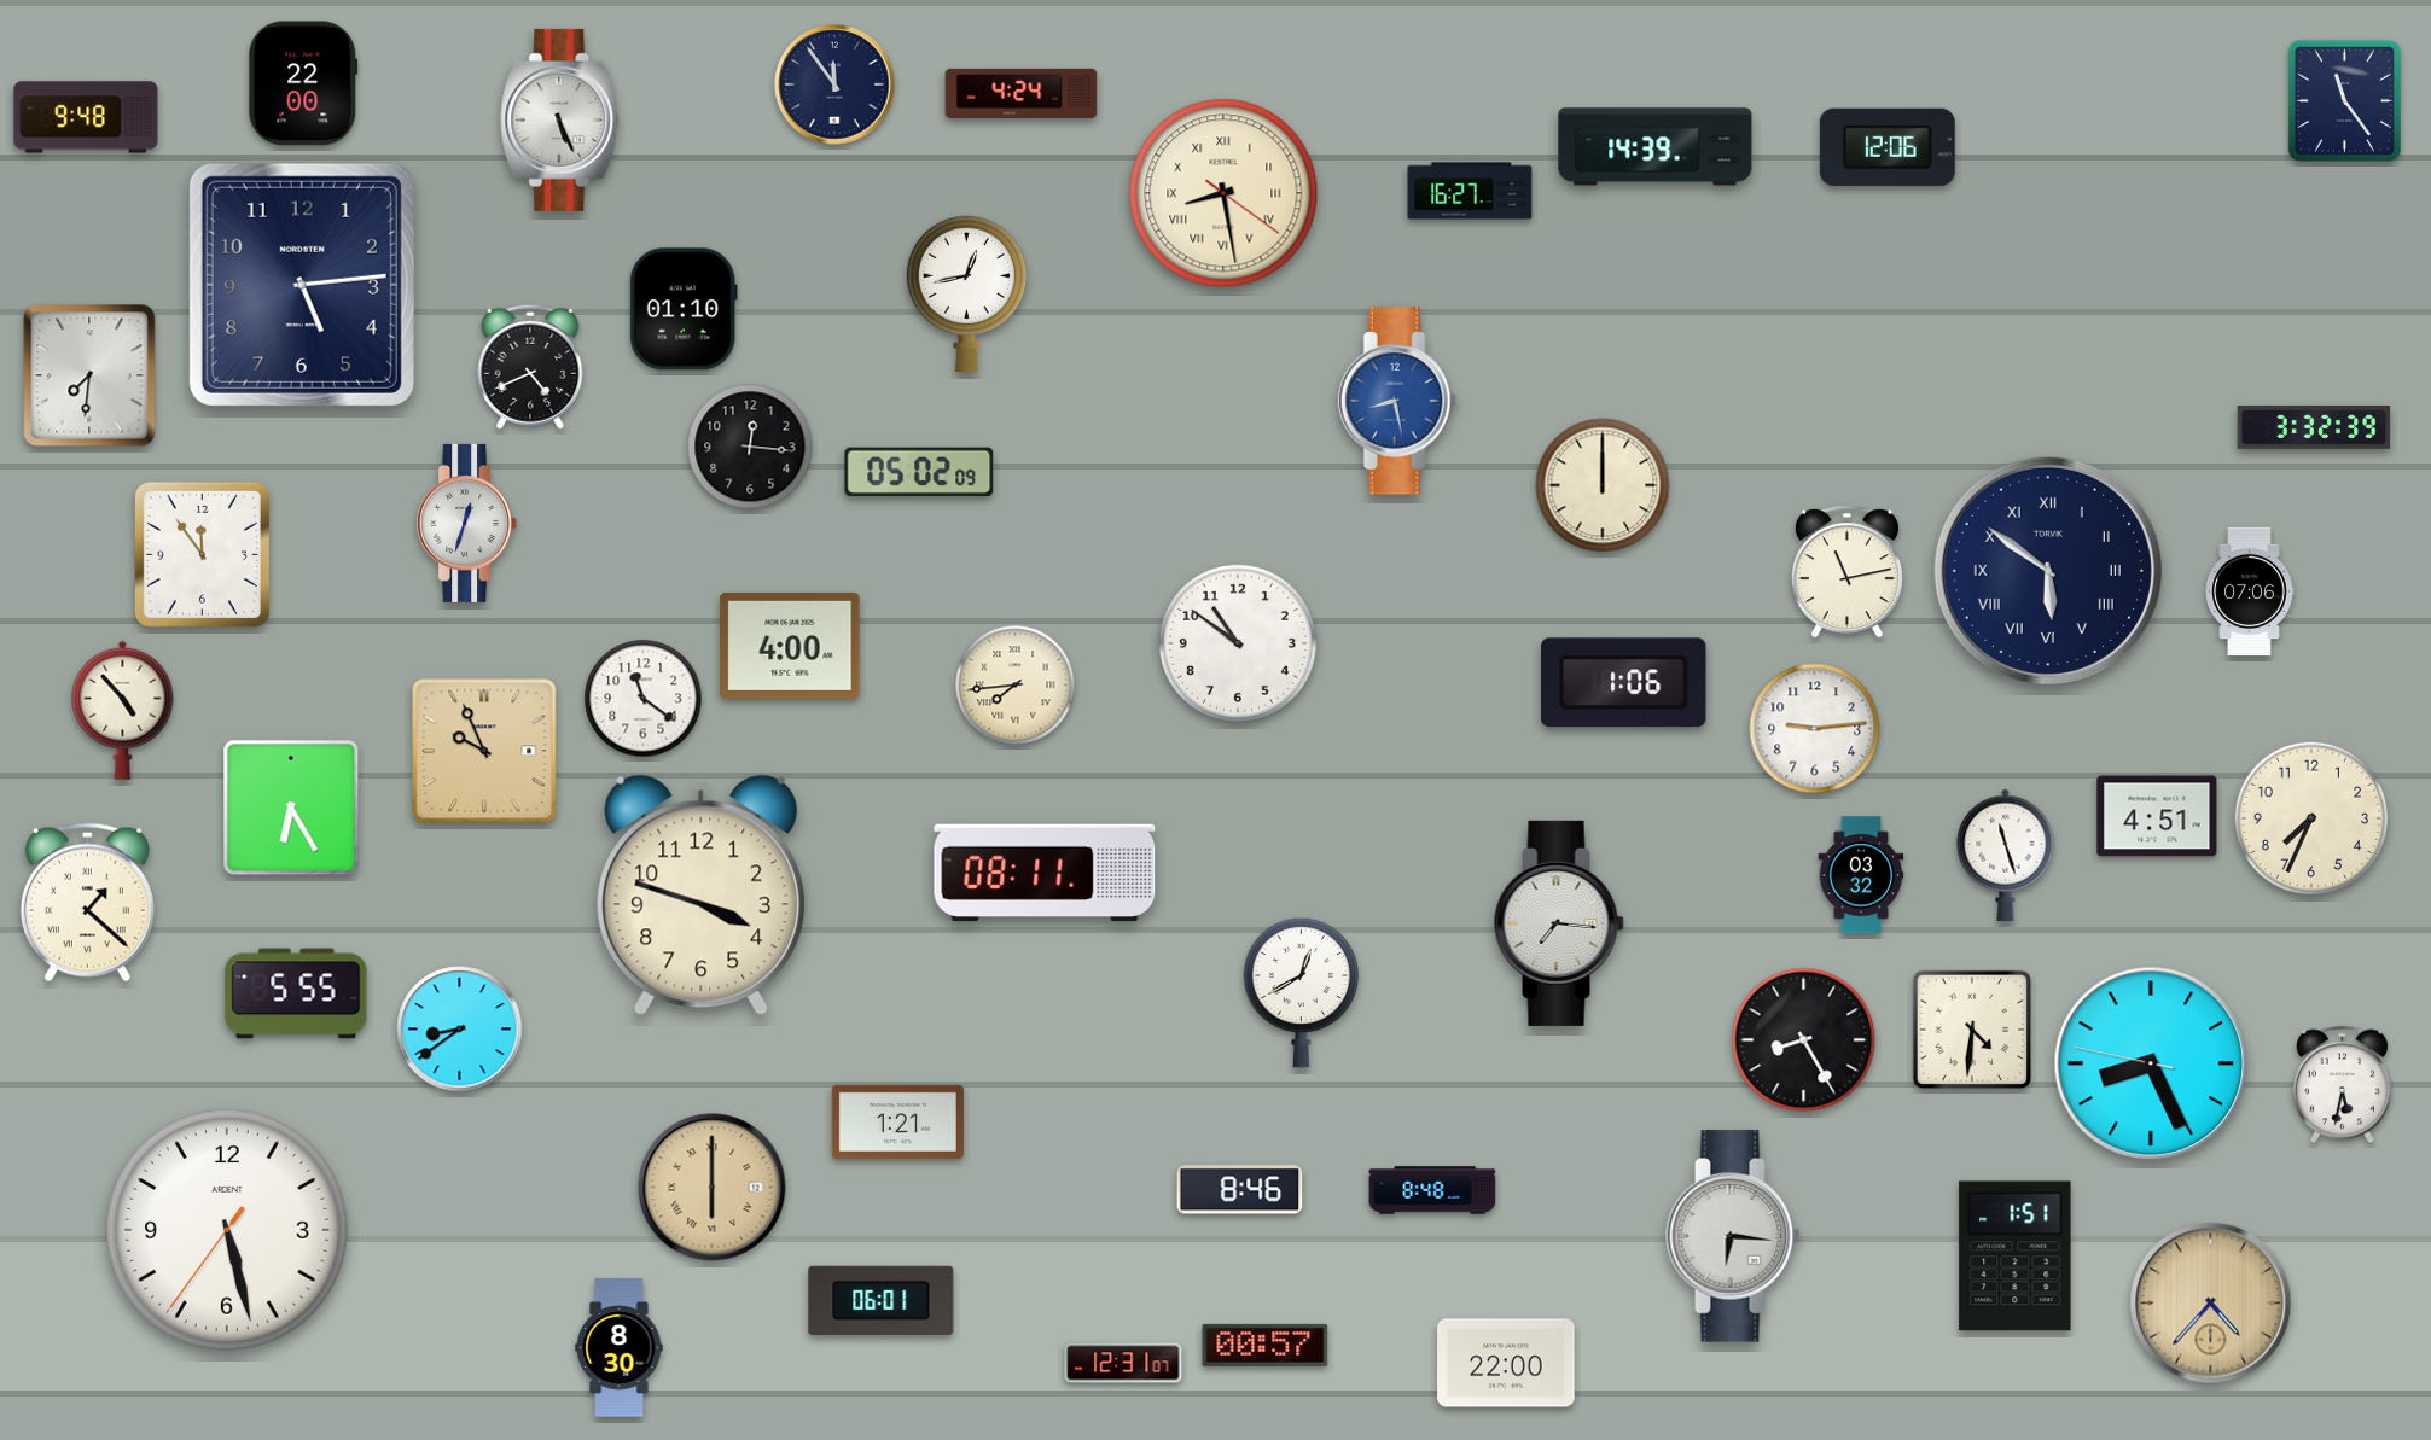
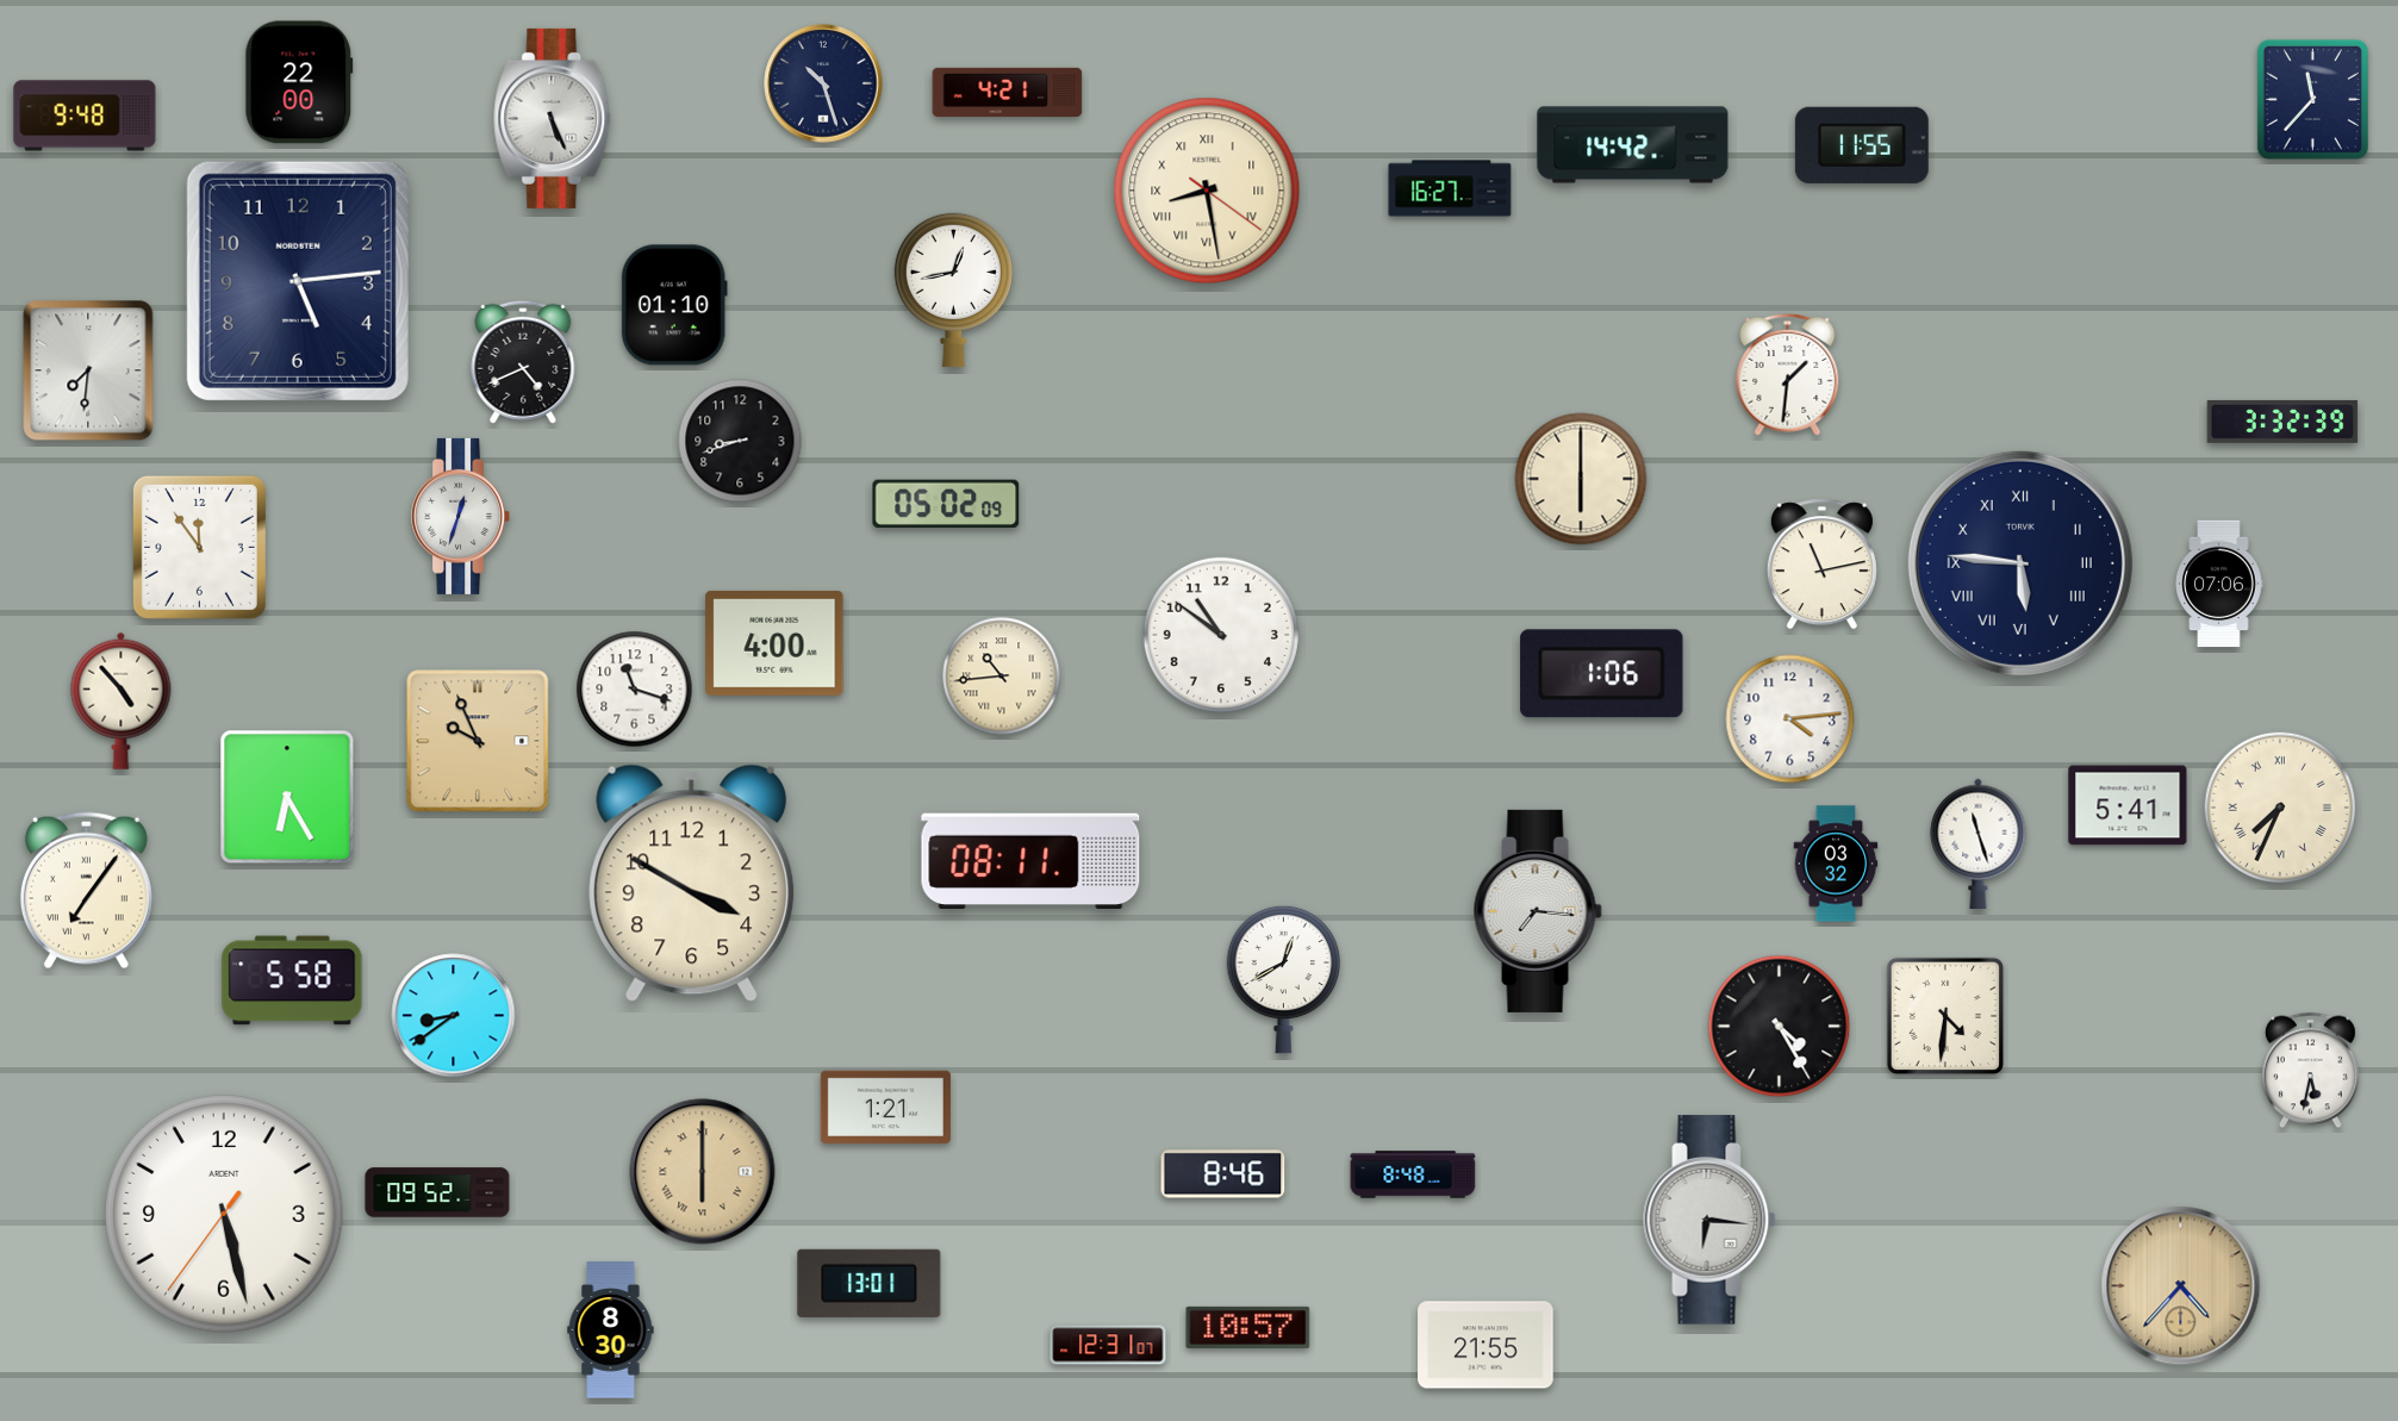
clock at (834, 84): 11:54 -> 10:27
clock at (1022, 93): 4:24 -> 4:21
clock at (2344, 100): 11:24 -> 11:37
clock at (1656, 147): 14:39 -> 14:42
clock at (1888, 147): 12:06 -> 11:55
clock at (1788, 374): none -> 1:31
clock at (1397, 401): 8:28 -> none
clock at (750, 447): 12:16 -> 8:42
clock at (919, 472) position: (919, 472) -> (946, 504)
clock at (1603, 485): 12:00 -> 6:00
clock at (2048, 571): 5:51 -> 5:46
clock at (790, 646) position: (790, 646) -> (774, 643)
clock at (1016, 686): 7:44 -> 10:44
clock at (644, 699): 11:21 -> 11:18
clock at (1815, 729): 9:14 -> 4:14
clock at (2157, 816): 4:51 -> 5:41
clock at (2310, 817) numerals: Arabic -> Roman
clock at (702, 896): 3:48 -> 3:50
clock at (87, 903): 1:22 -> 7:06
clock at (296, 993): 5:55 -> 5:58
clock at (1804, 1040): 8:25 -> 4:25
clock at (2151, 1063): 8:25 -> none
clock at (437, 1192): none -> 09:52
clock at (2016, 1257): 1:51 -> none
clock at (882, 1300): 06:01 -> 13:01
clock at (1266, 1345): 00:57 -> 10:57
clock at (1506, 1363): 22:00 -> 21:55
